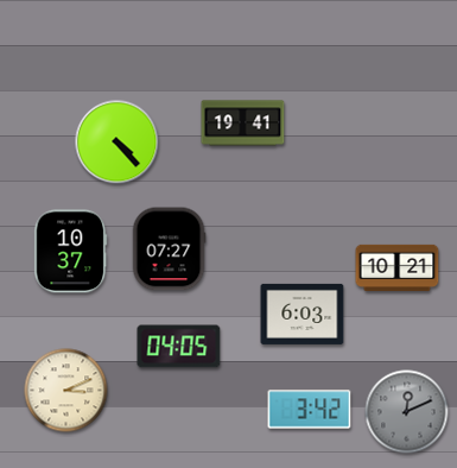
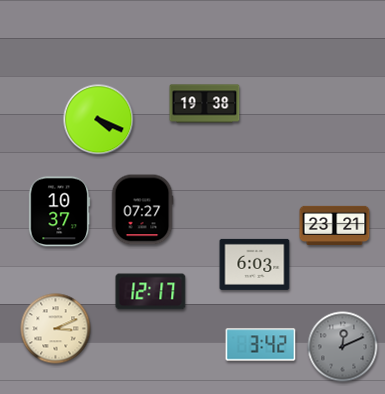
clock at (243, 124): 19:41 -> 19:38
clock at (118, 143): 4:23 -> 4:19
clock at (398, 267): 10:21 -> 23:21
clock at (179, 347): 04:05 -> 12:17
